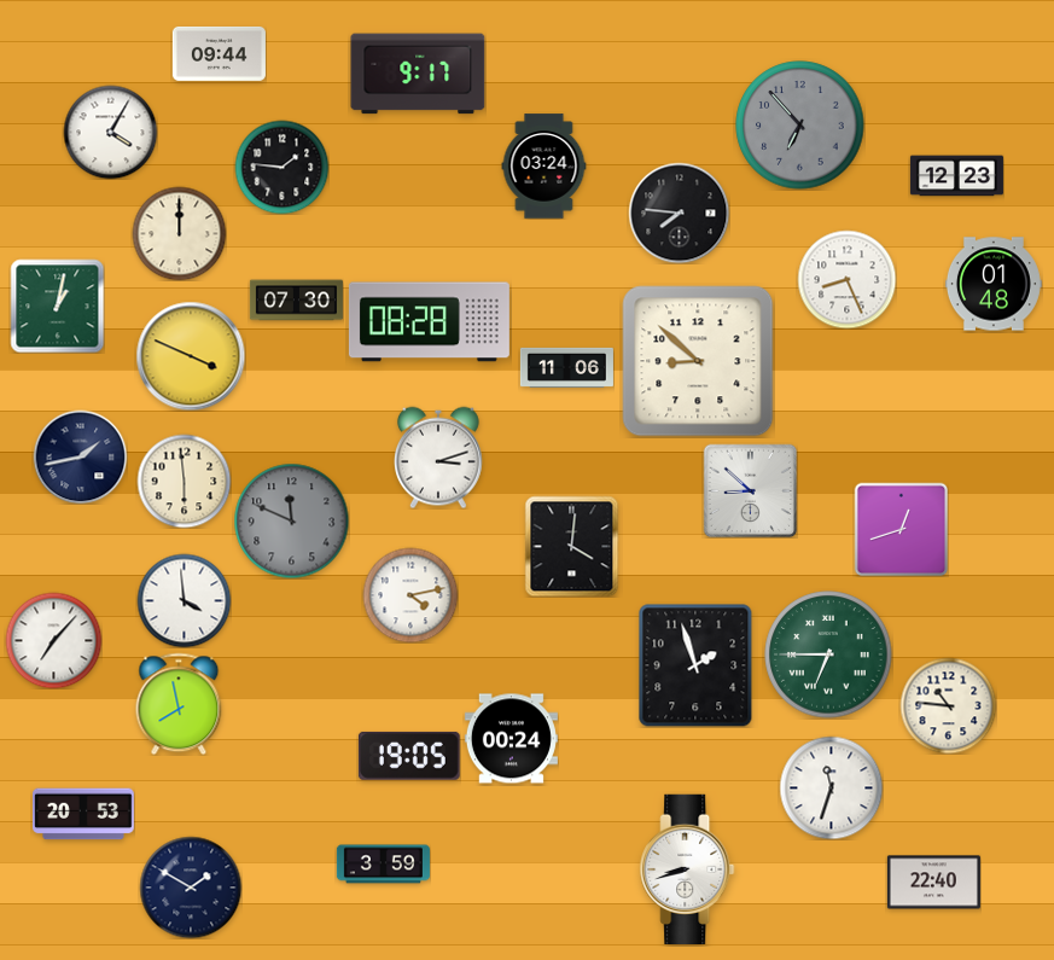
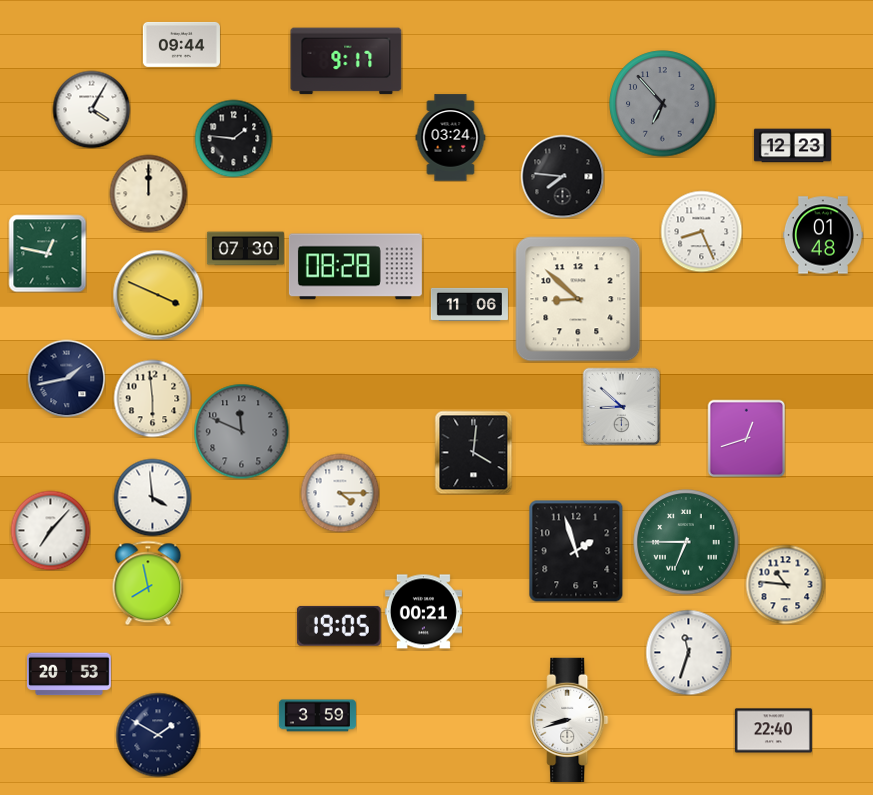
clock at (57, 306): 1:02 -> 12:47
clock at (439, 458): 3:12 -> none
clock at (410, 595): 4:13 -> 4:15
clock at (53, 640) position: (53, 640) -> (50, 530)
clock at (511, 739): 00:24 -> 00:21
